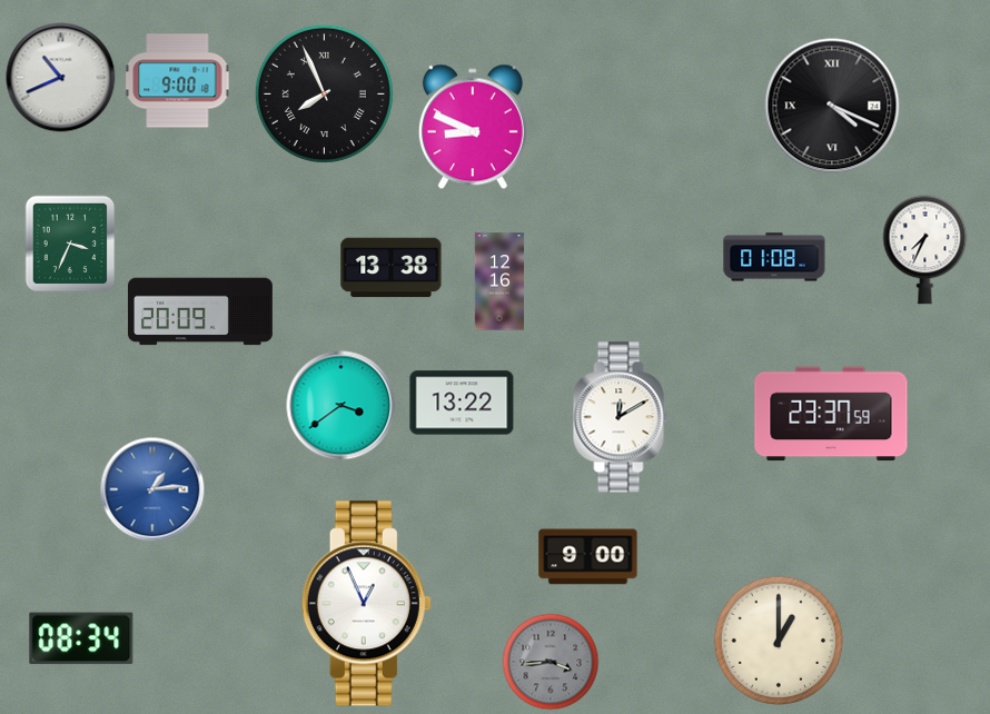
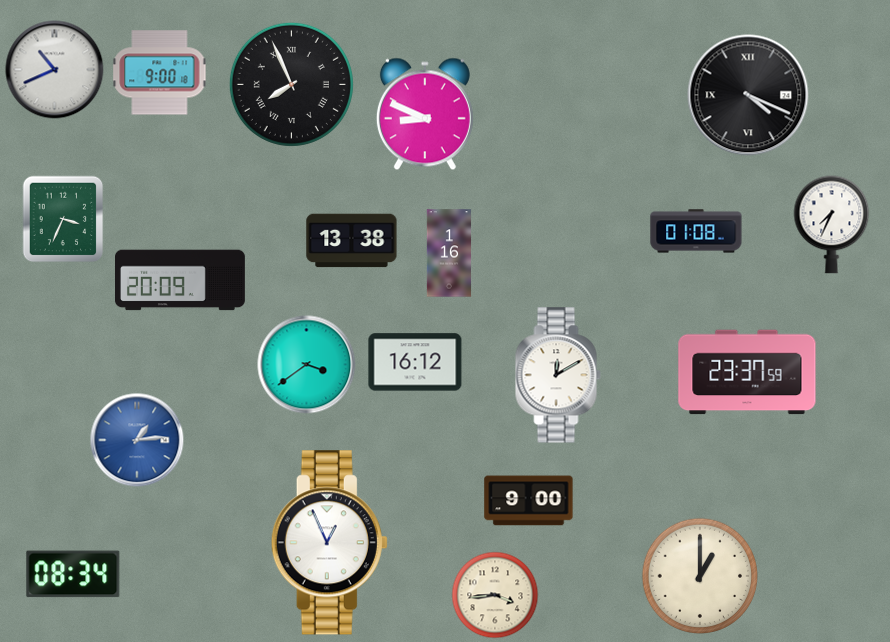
clock at (499, 281): 12:16 -> 1:16
clock at (462, 403): 13:22 -> 16:12
clock at (551, 662) dial: grey -> cream
